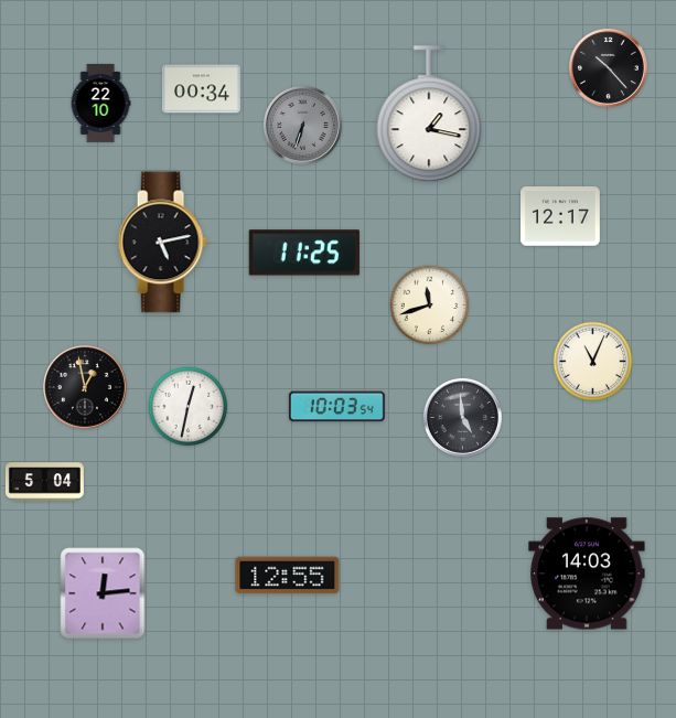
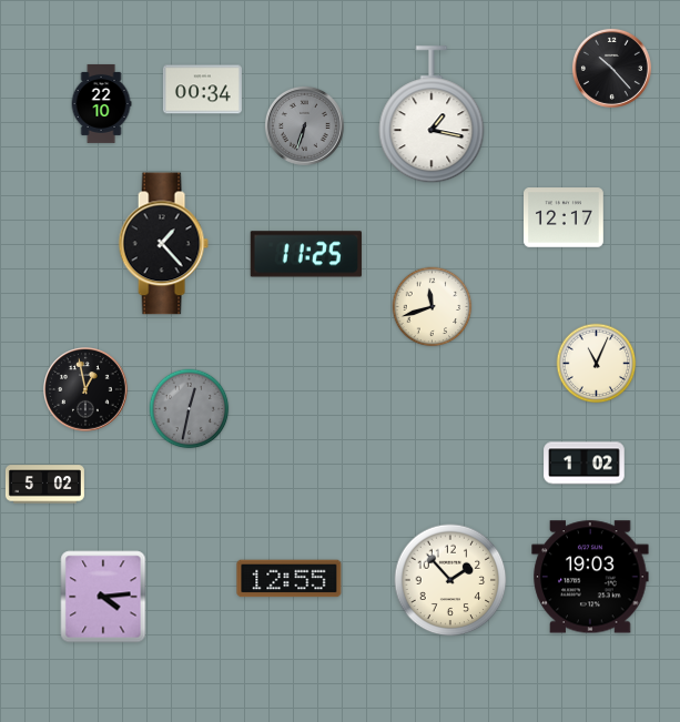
clock at (162, 243): 5:13 -> 1:23
clock at (189, 407) dial: white -> grey
clock at (336, 407): 10:03 -> none
clock at (462, 417): 4:59 -> none
clock at (585, 464): none -> 1:02
clock at (44, 482): 5:04 -> 5:02
clock at (587, 574): 14:03 -> 19:03
clock at (450, 580): none -> 1:53
clock at (103, 593): 12:14 -> 4:14
